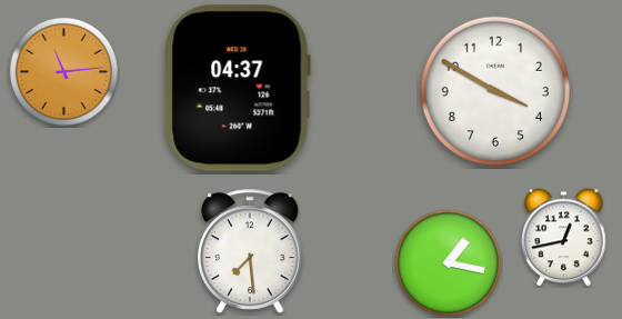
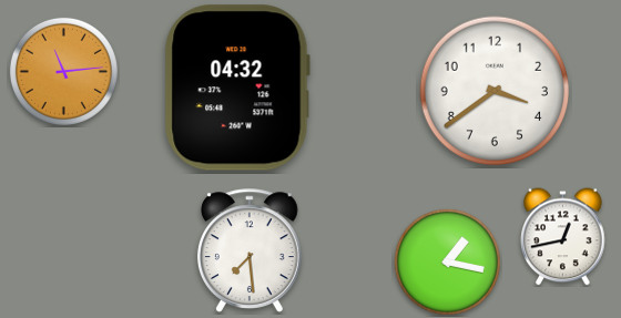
clock at (238, 88): 04:37 -> 04:32
clock at (495, 91): 3:50 -> 3:39
